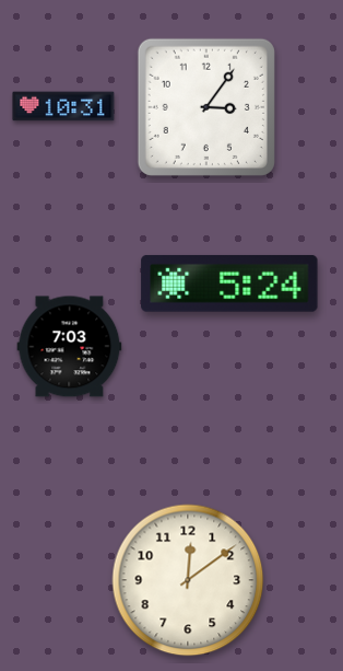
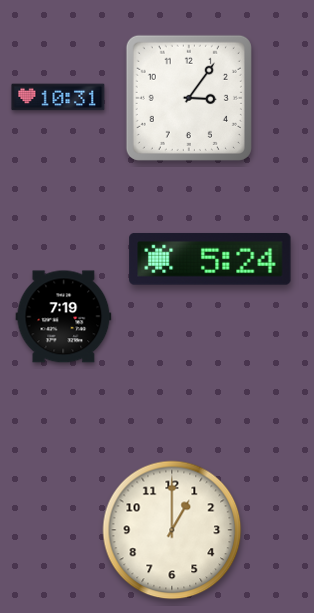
clock at (70, 347): 7:03 -> 7:19
clock at (188, 580): 12:09 -> 1:00
